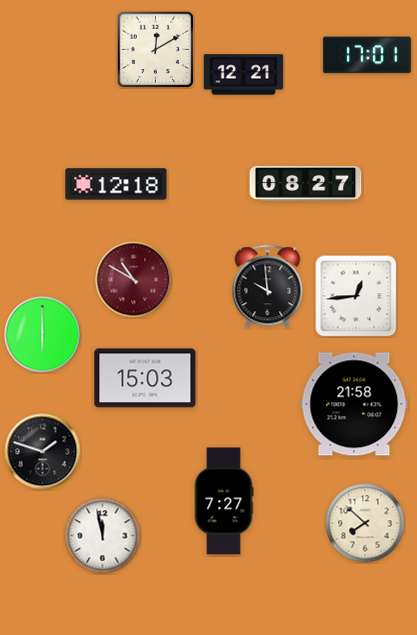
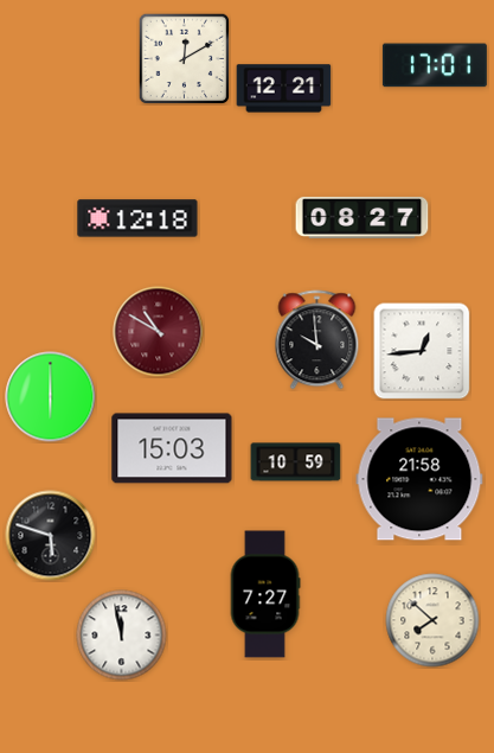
clock at (244, 75) position: (244, 75) -> (284, 89)
clock at (296, 462): none -> 10:59
clock at (43, 452): 1:48 -> 5:48
